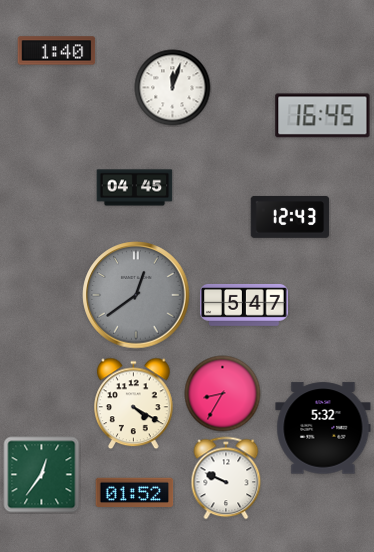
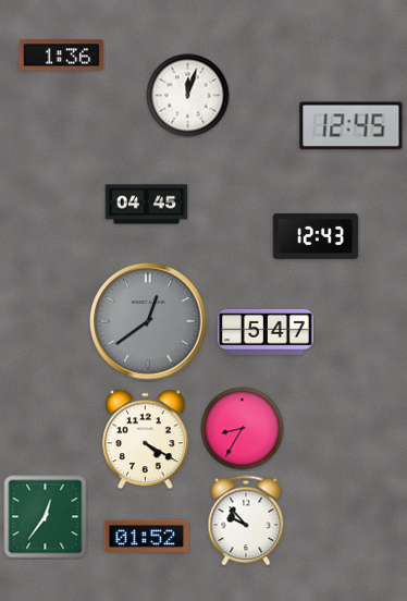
clock at (57, 51): 1:40 -> 1:36
clock at (323, 116): 16:45 -> 12:45
clock at (323, 428): 5:32 -> none
clock at (226, 478): 9:49 -> 9:53
